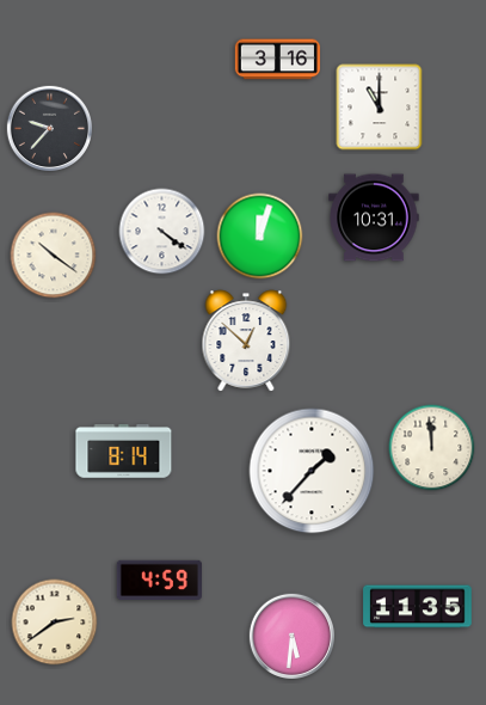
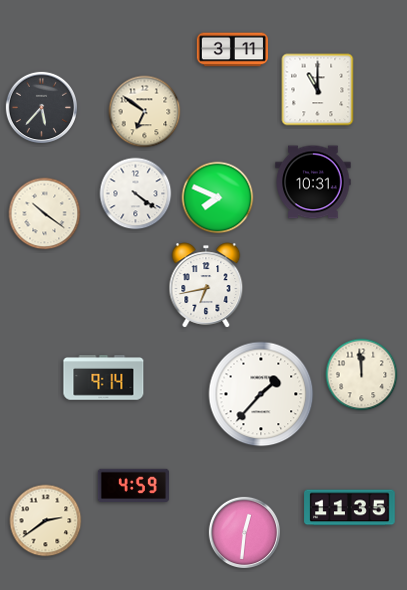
clock at (277, 60): 3:16 -> 3:11
clock at (49, 128): 9:37 -> 5:37
clock at (145, 112): none -> 6:51
clock at (260, 237): 12:03 -> 7:49
clock at (246, 341): 12:52 -> 6:43
clock at (124, 452): 8:14 -> 9:14
clock at (291, 636): 5:31 -> 12:31
